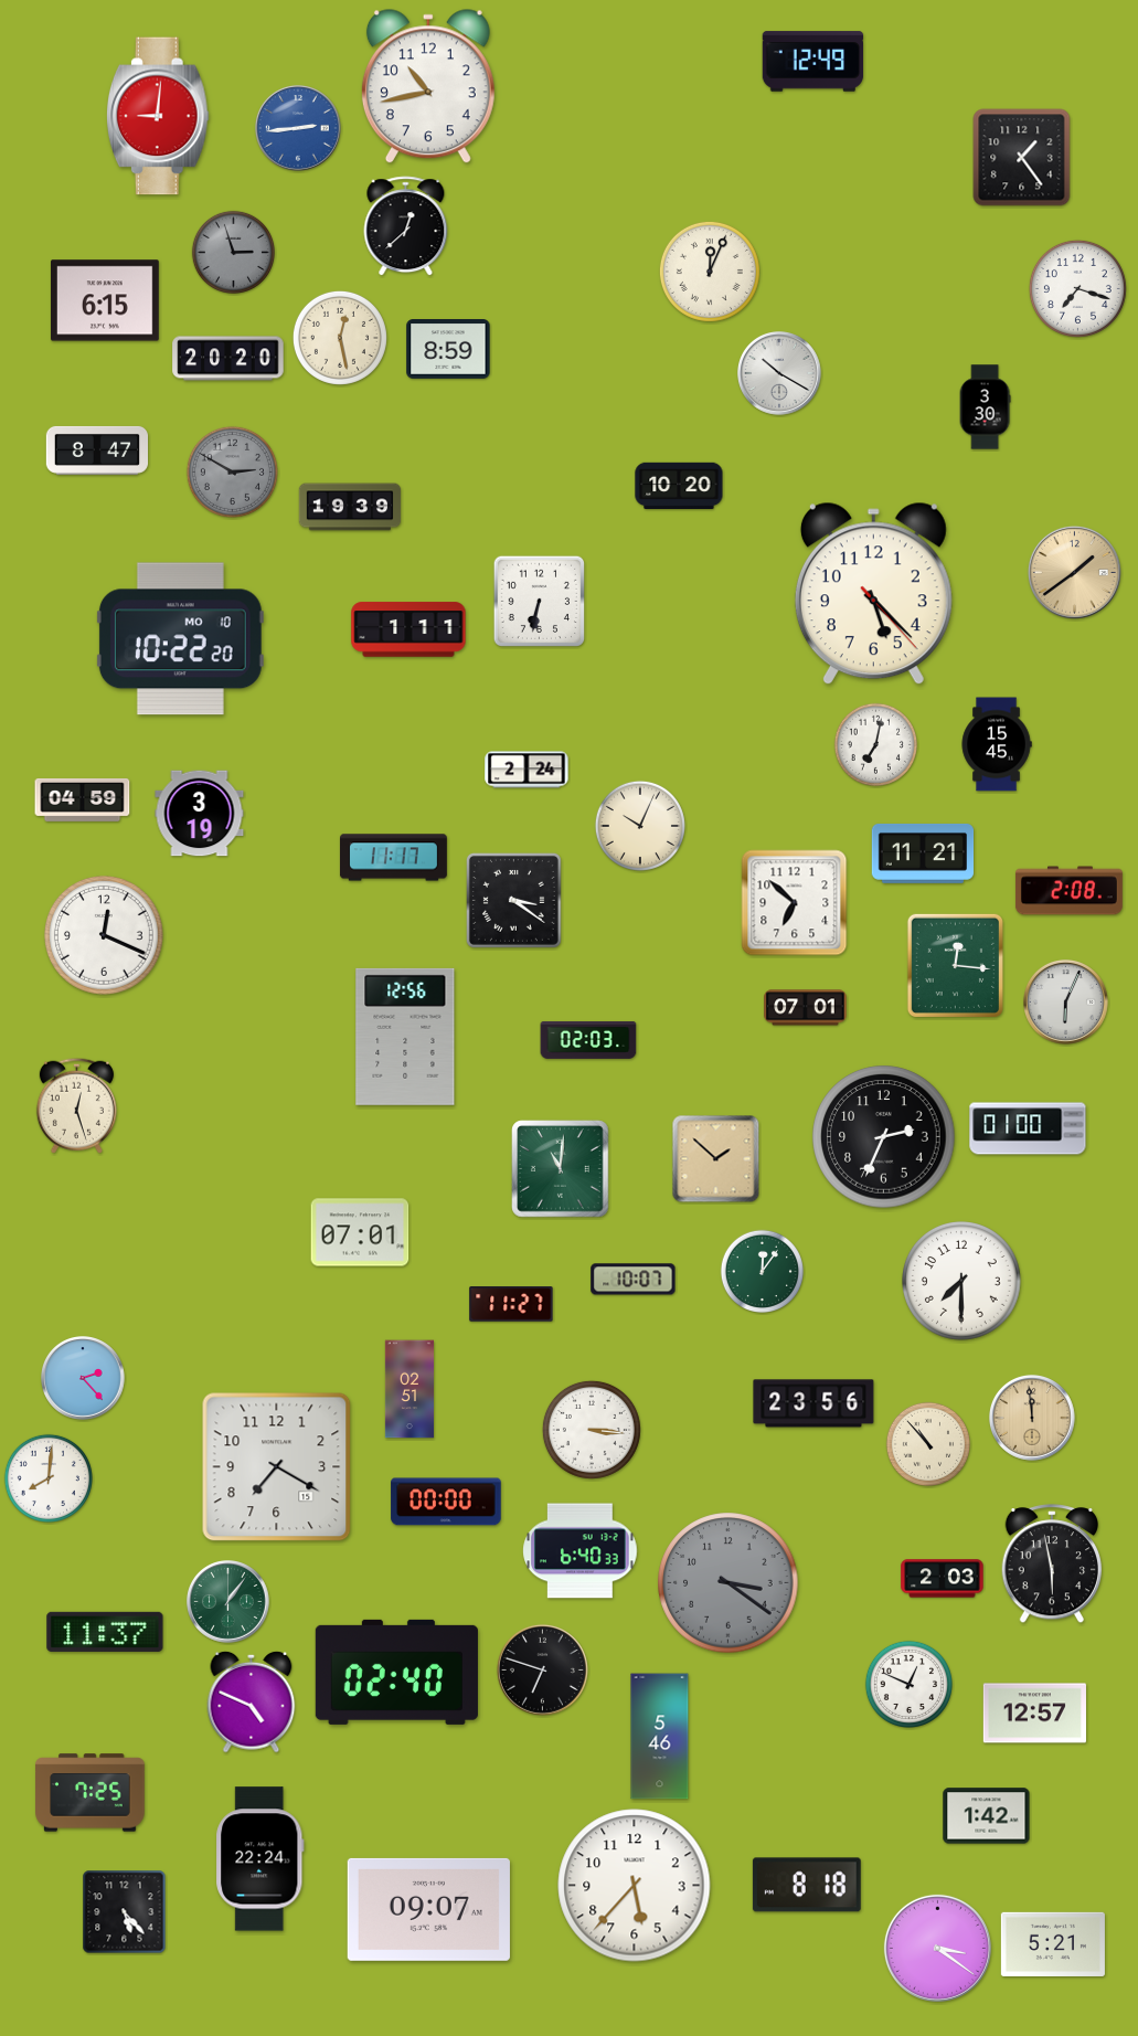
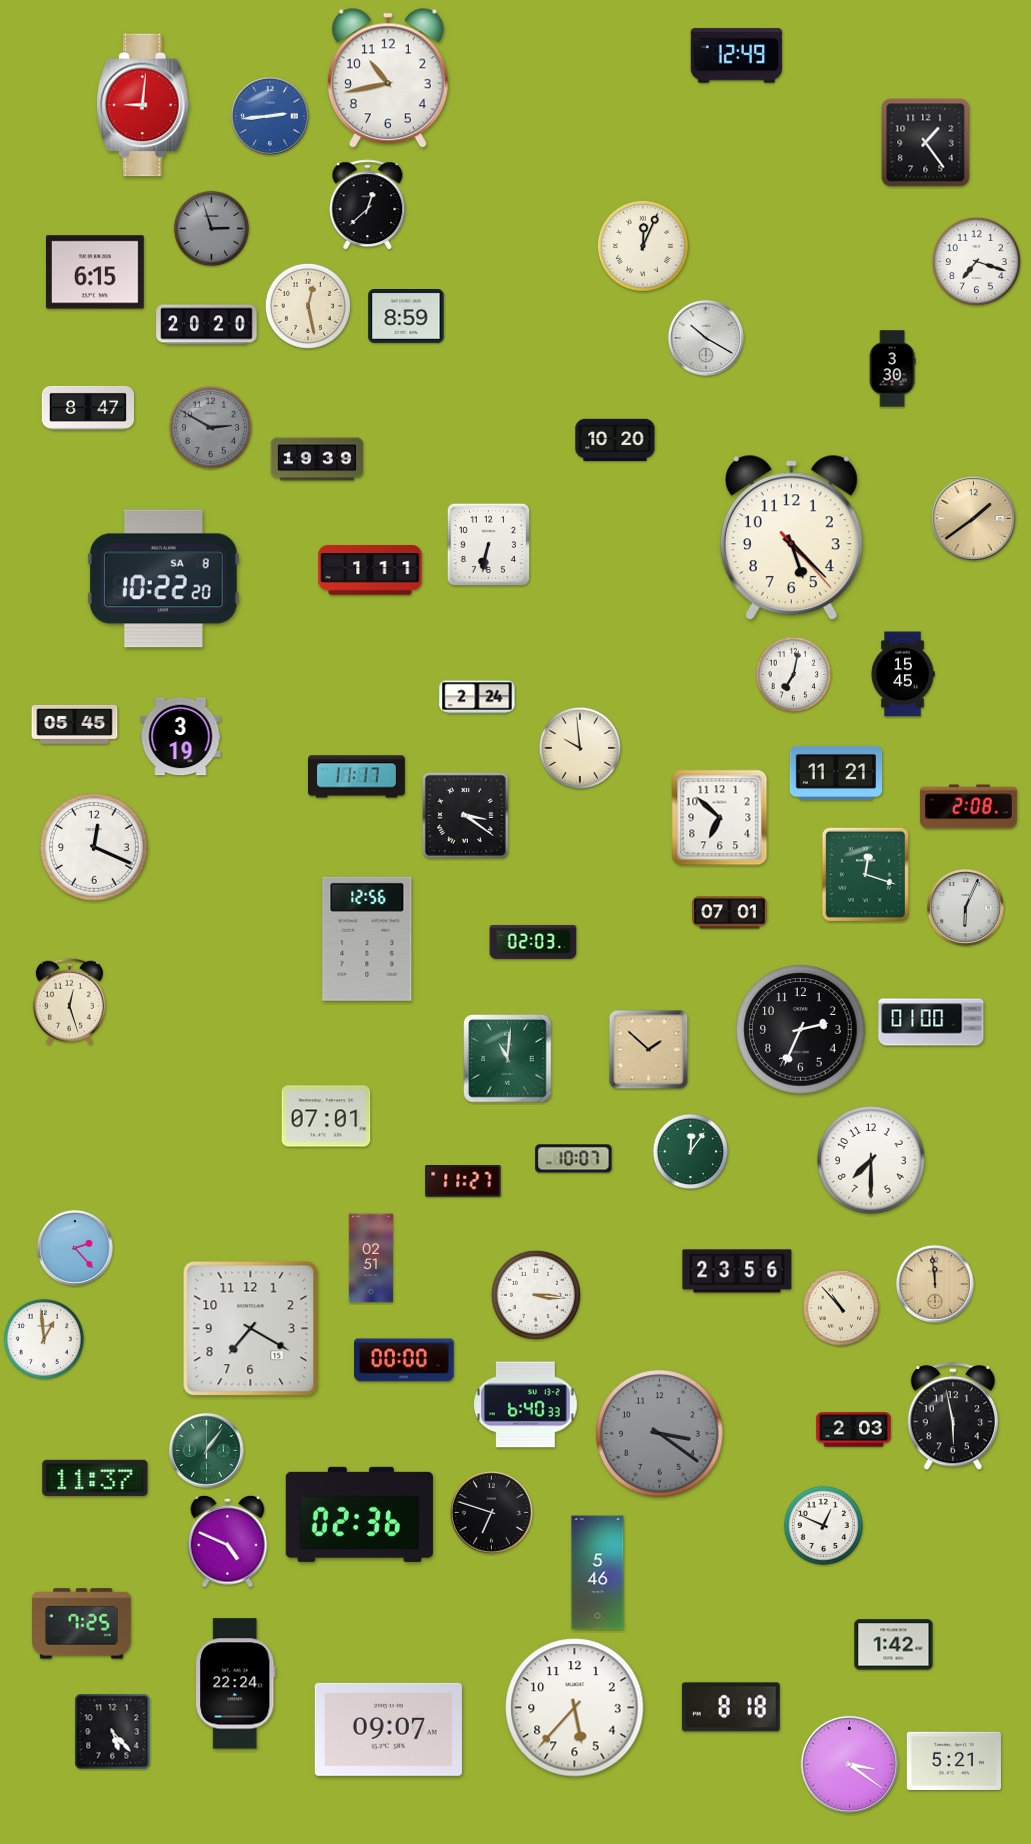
clock at (180, 639) date: MO 10 -> SA 8
clock at (83, 799): 04:59 -> 05:45
clock at (640, 826): 10:04 -> 9:59
clock at (955, 965): 12:16 -> 12:18
clock at (49, 1478): 8:01 -> 12:59
clock at (396, 1672): 02:40 -> 02:36
clock at (1034, 1714): 12:57 -> none
